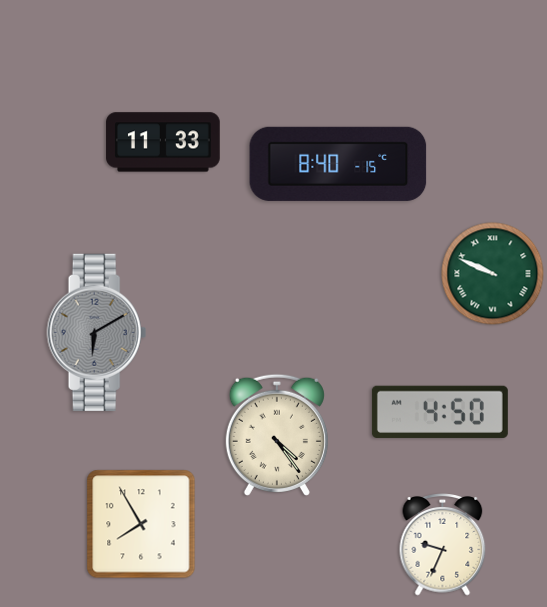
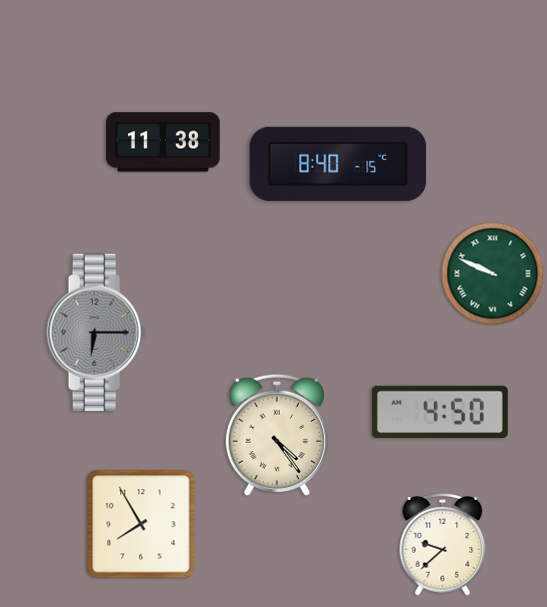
clock at (163, 142): 11:33 -> 11:38
clock at (97, 332): 6:10 -> 6:15
clock at (443, 545): 9:34 -> 9:38
